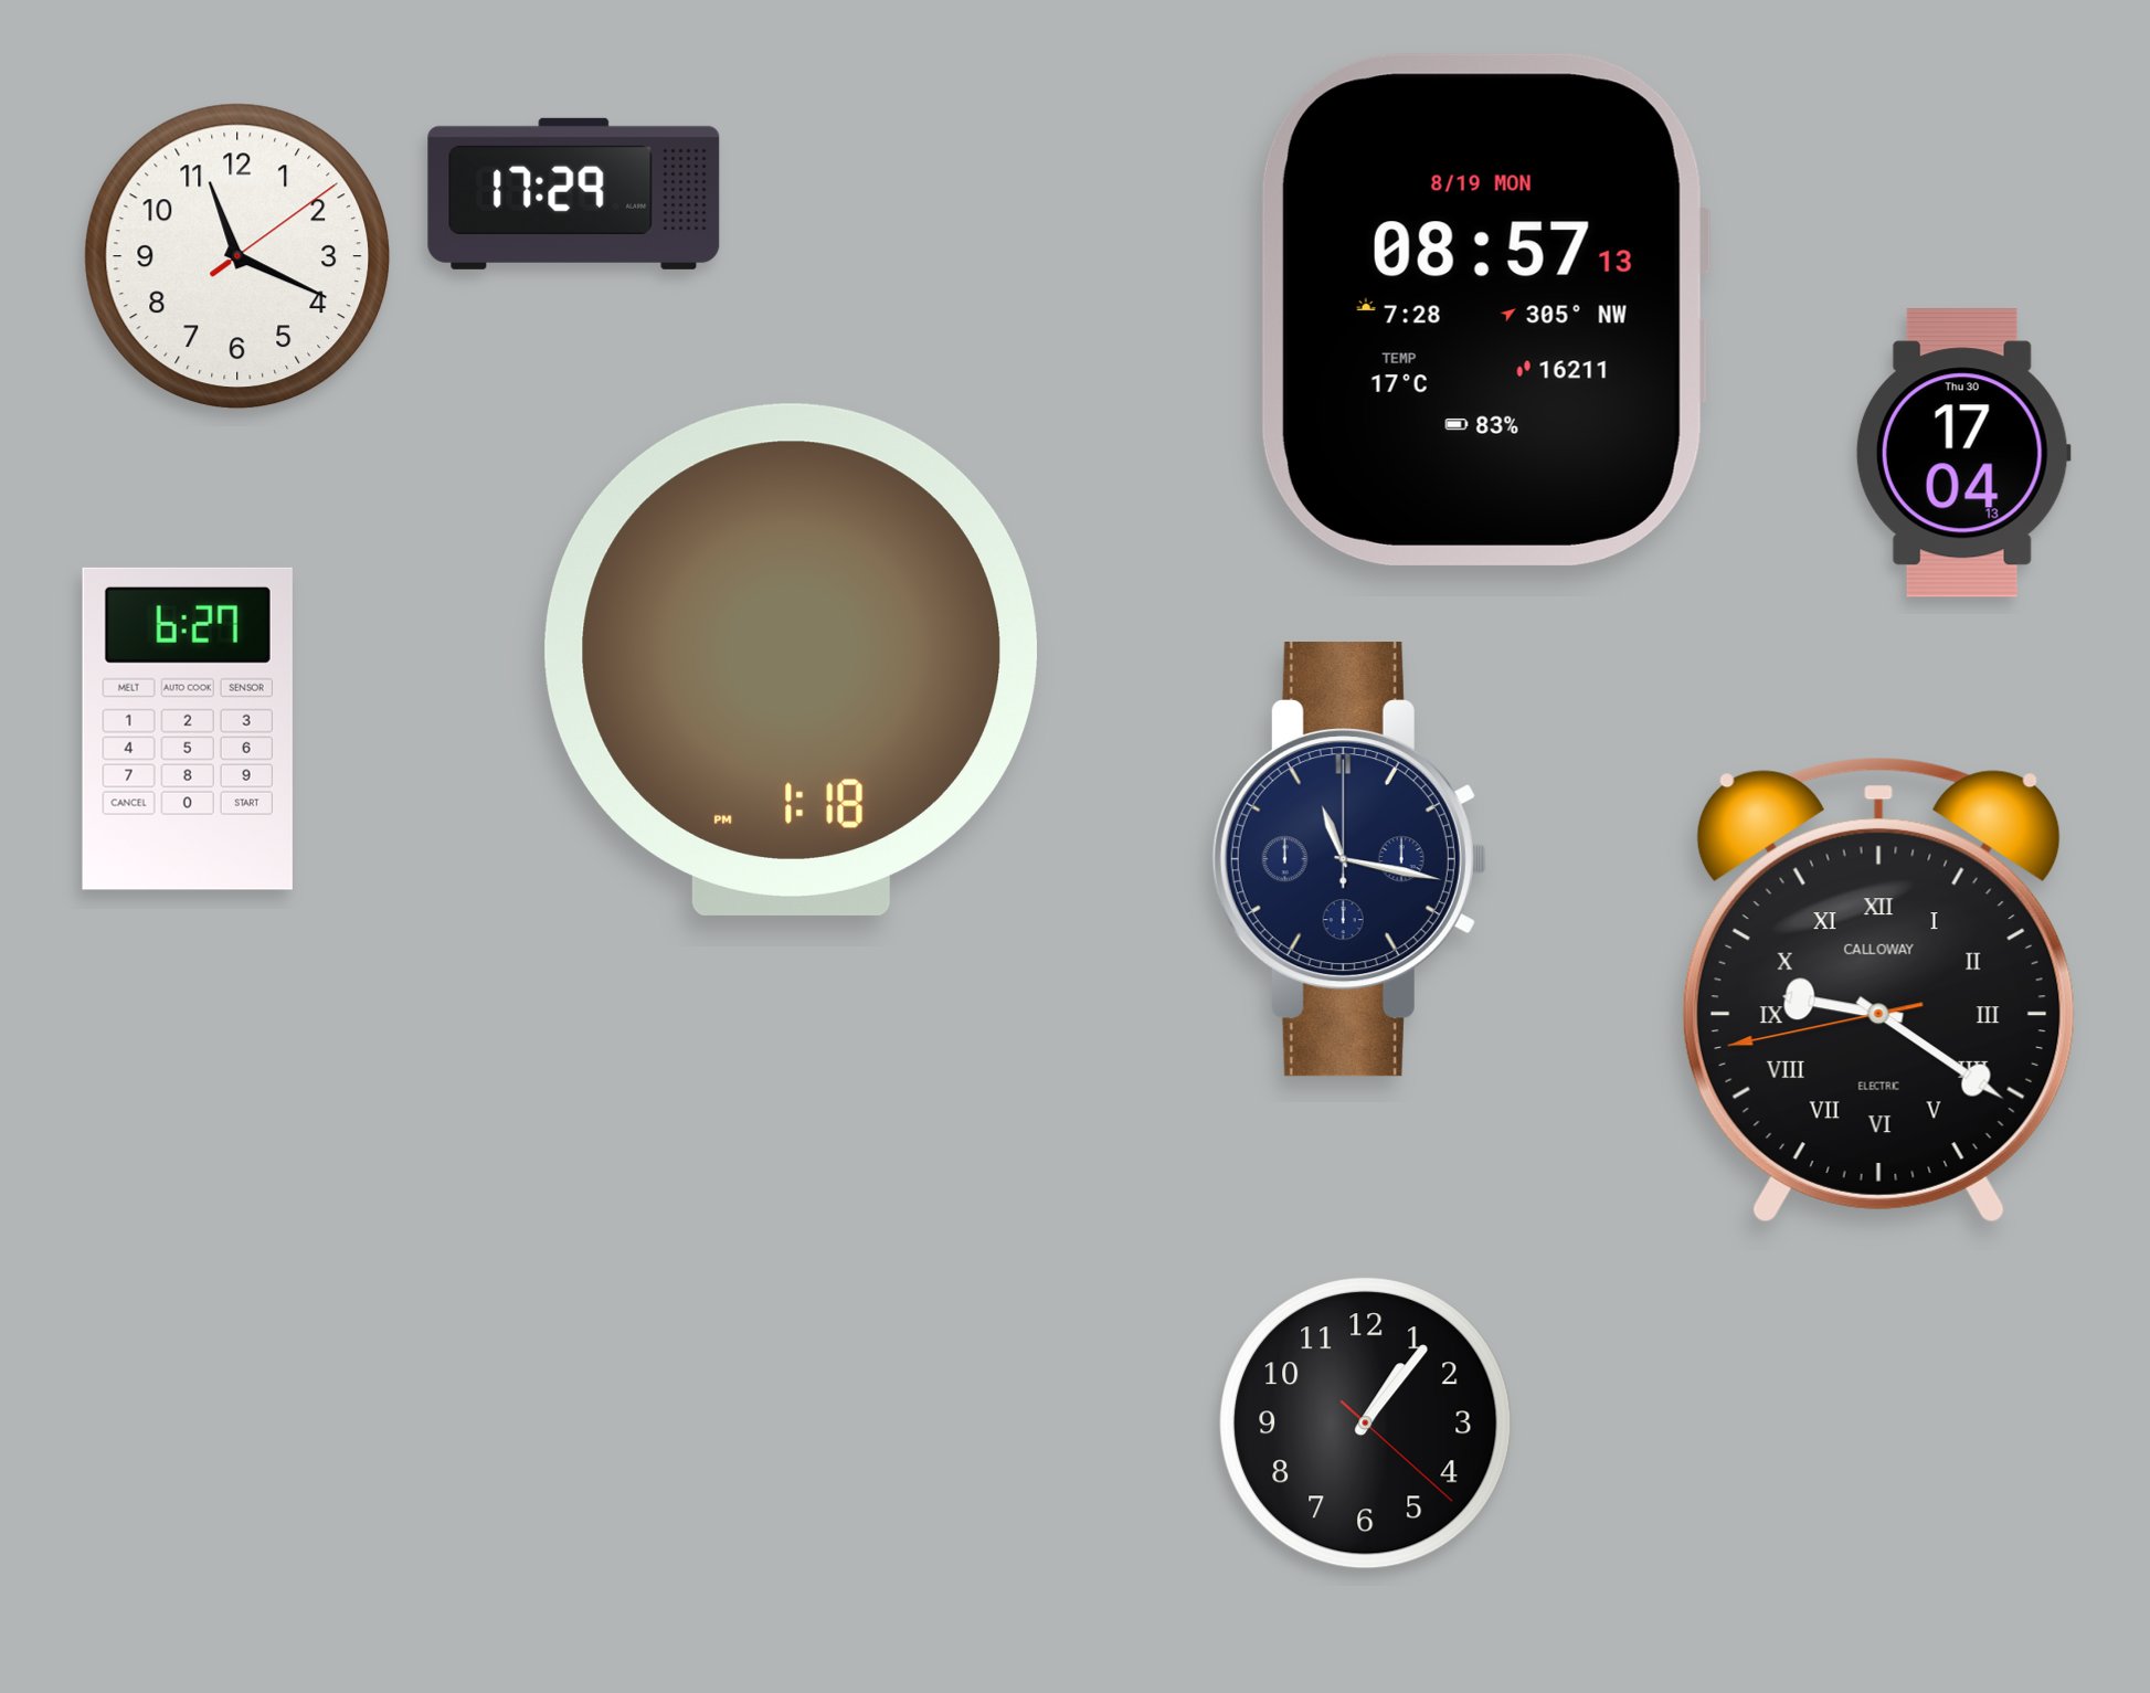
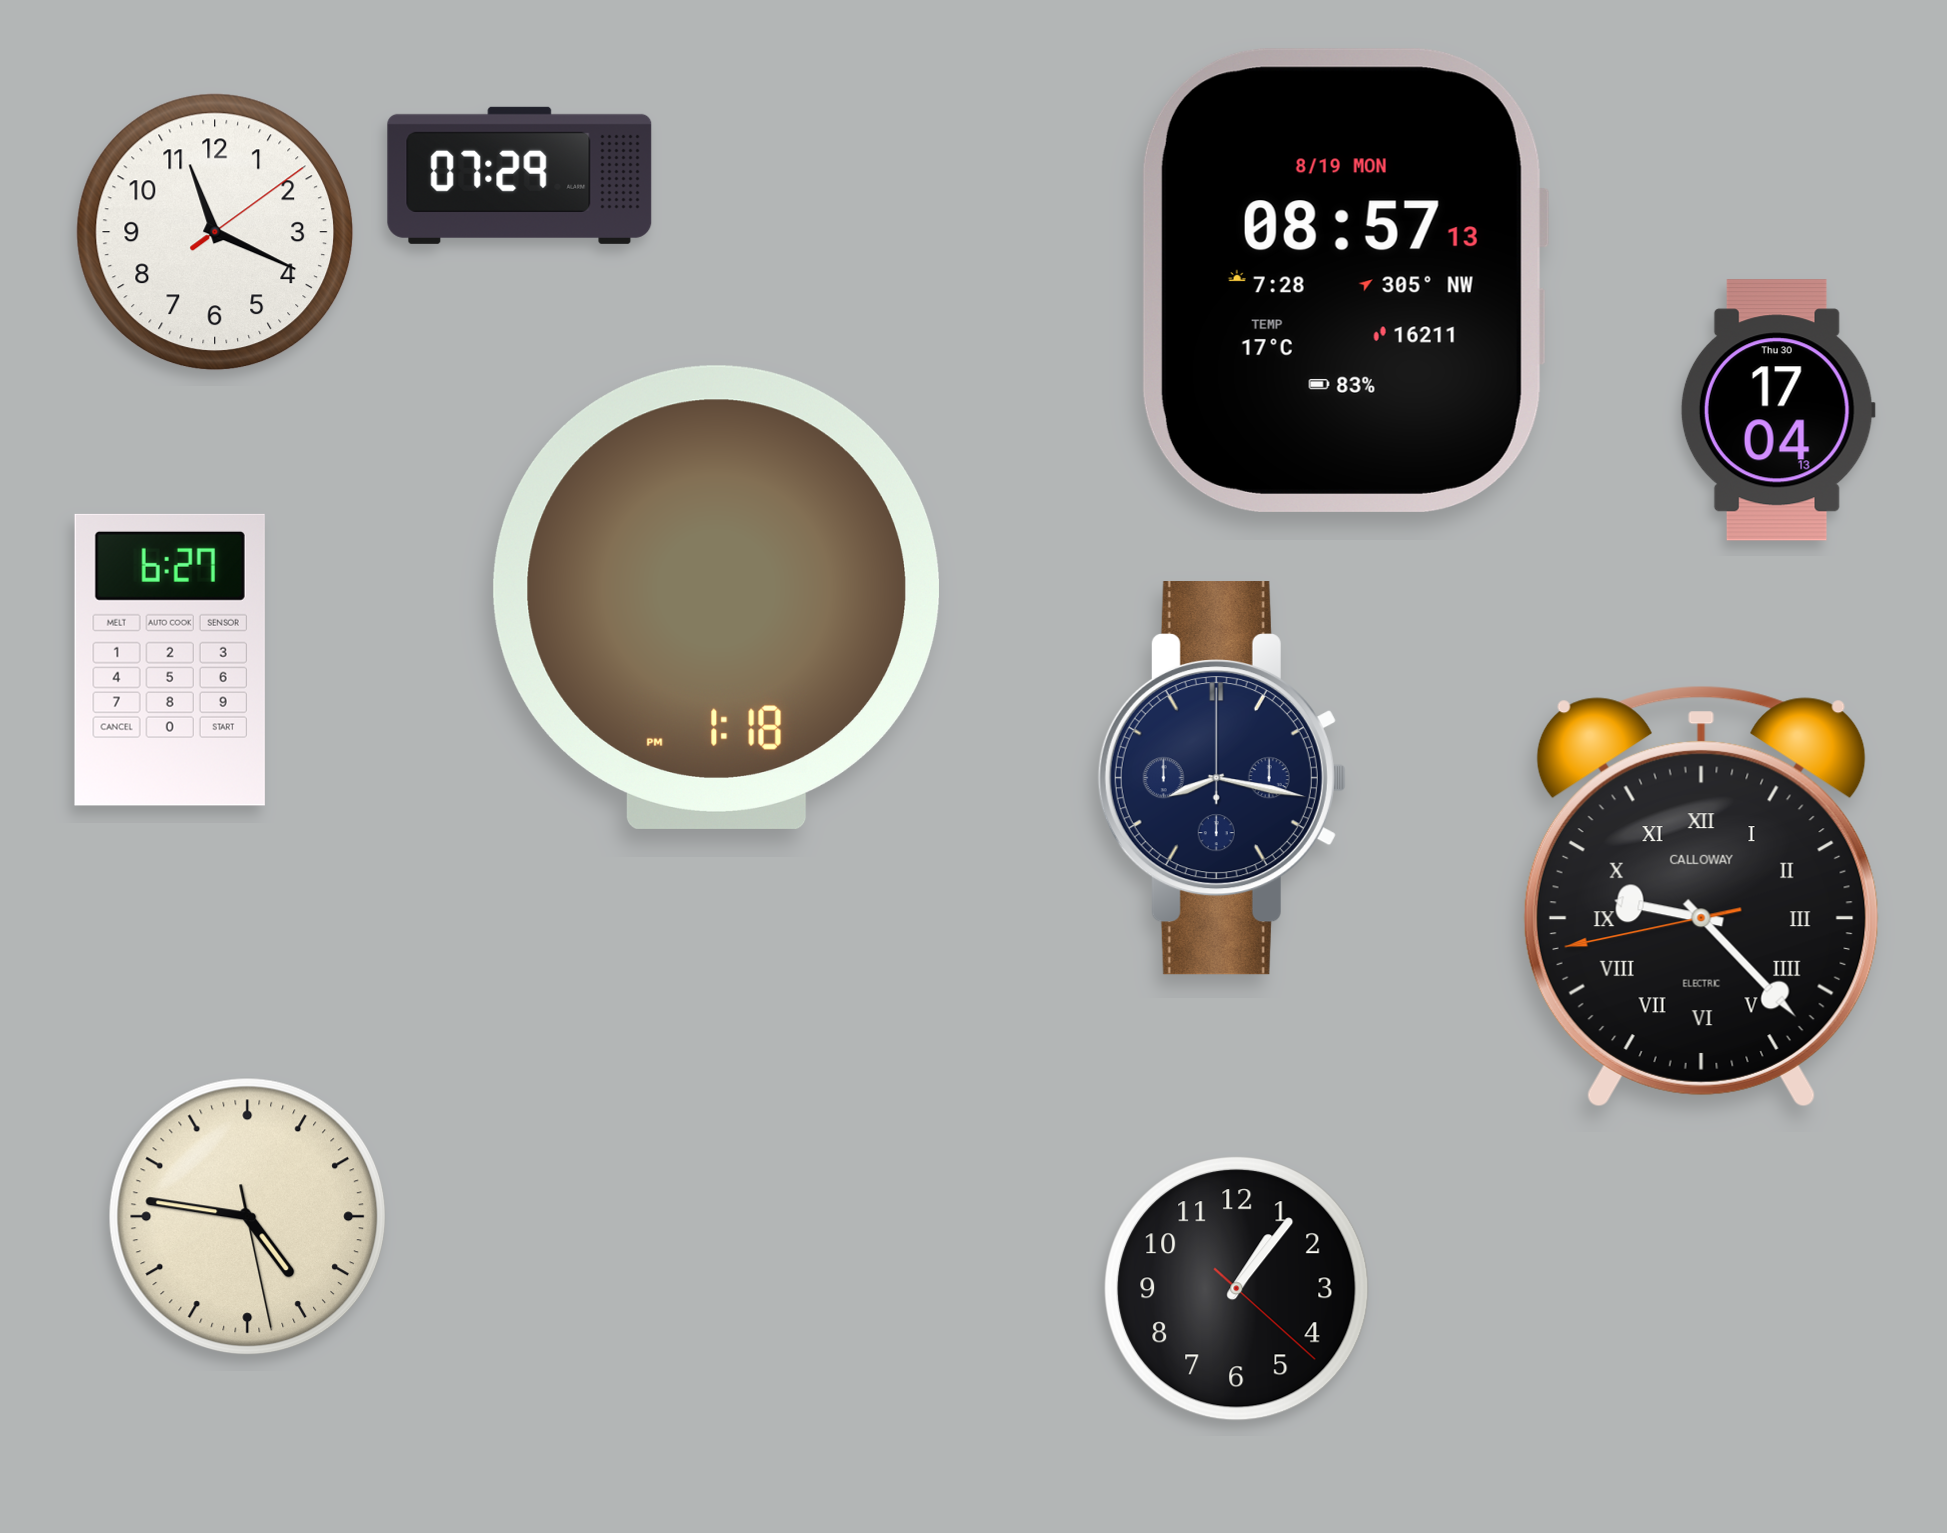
clock at (574, 193): 17:29 -> 07:29
clock at (1349, 859): 11:17 -> 8:17
clock at (1878, 990): 9:20 -> 9:22
clock at (248, 1217): none -> 4:46
